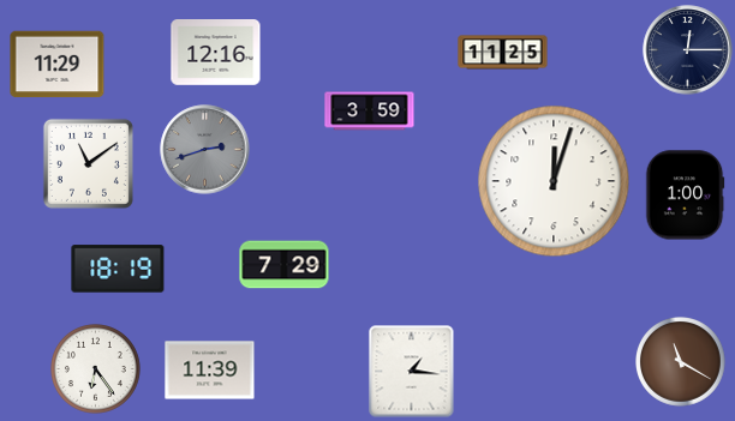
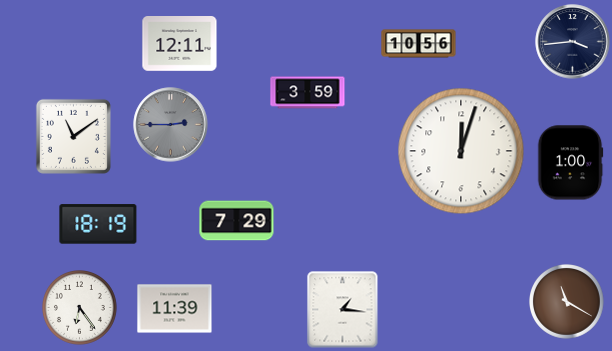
clock at (688, 50): 12:15 -> 3:44
clock at (216, 53): 12:16 -> 12:11
clock at (503, 53): 11:25 -> 10:56
clock at (58, 65): 11:29 -> none
clock at (205, 150): 2:42 -> 2:45
